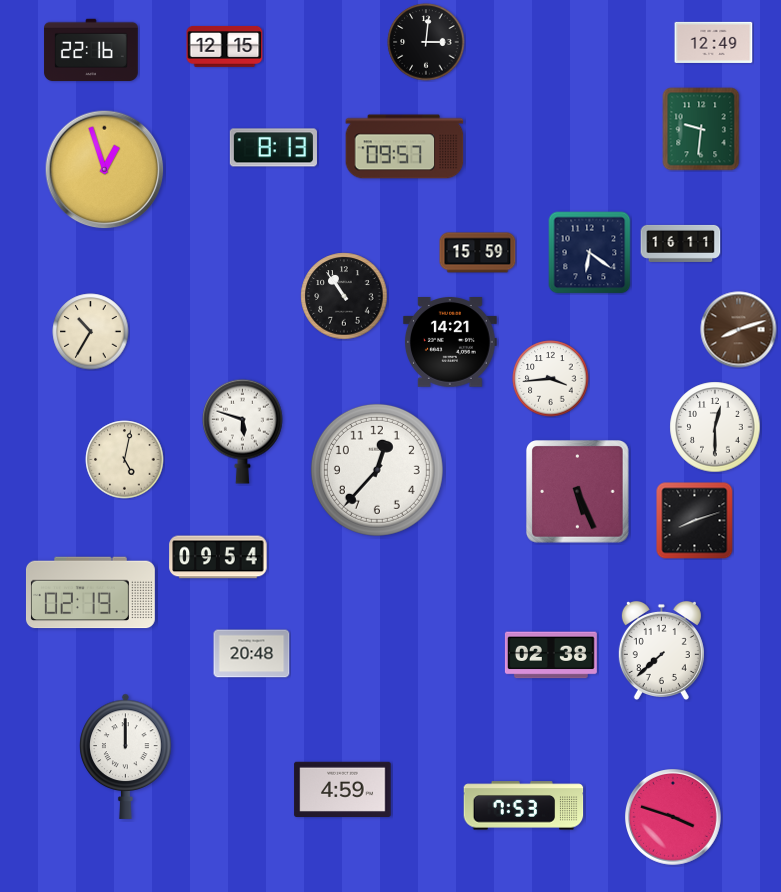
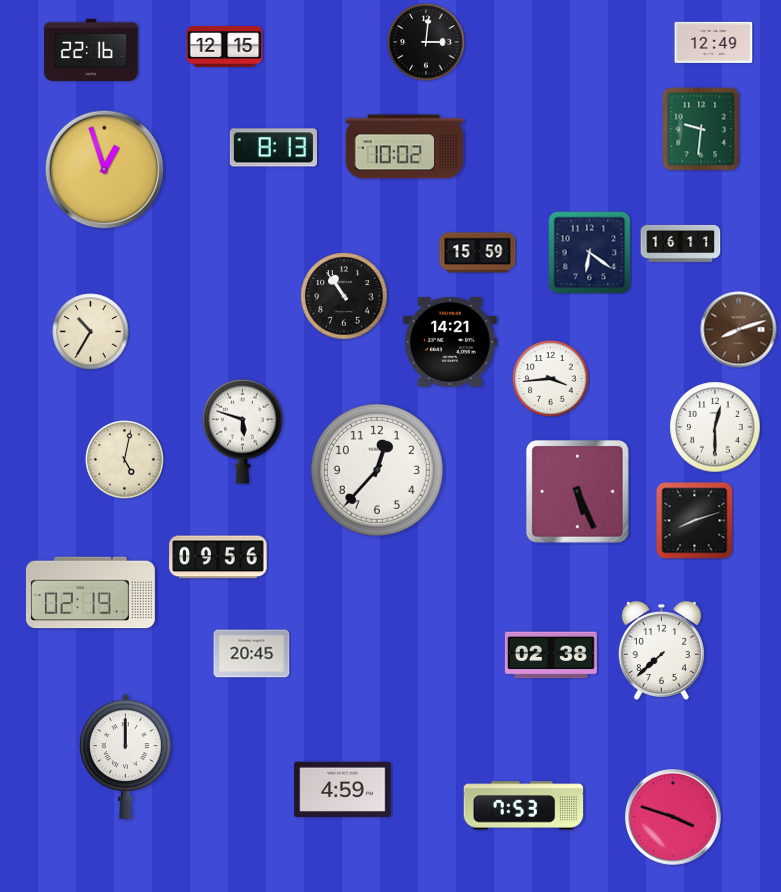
clock at (405, 147): 09:57 -> 10:02
clock at (218, 557): 09:54 -> 09:56
clock at (252, 654): 20:48 -> 20:45
